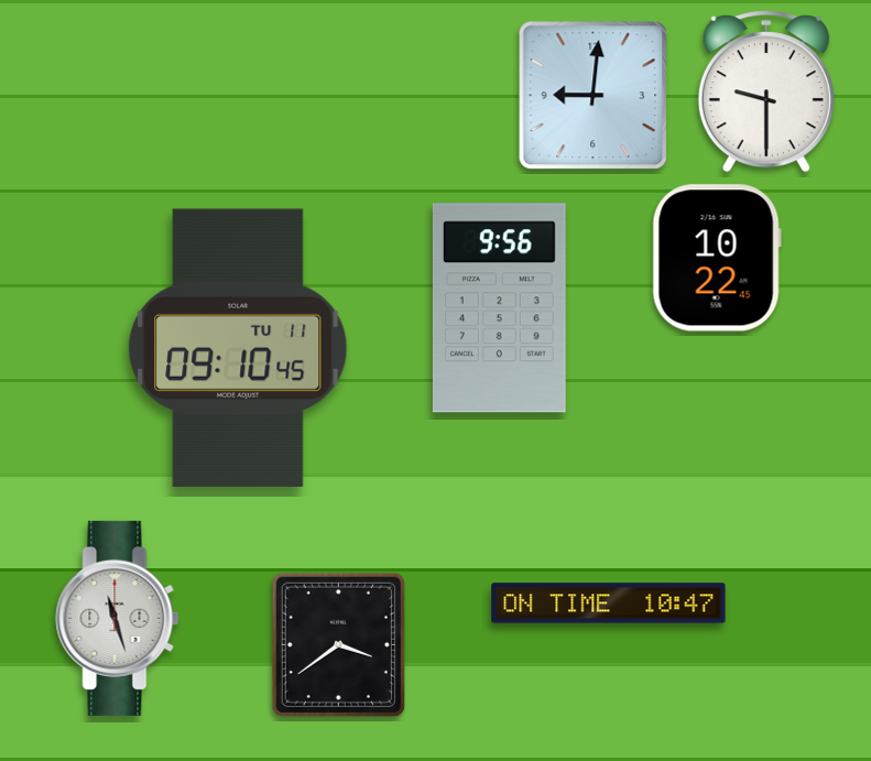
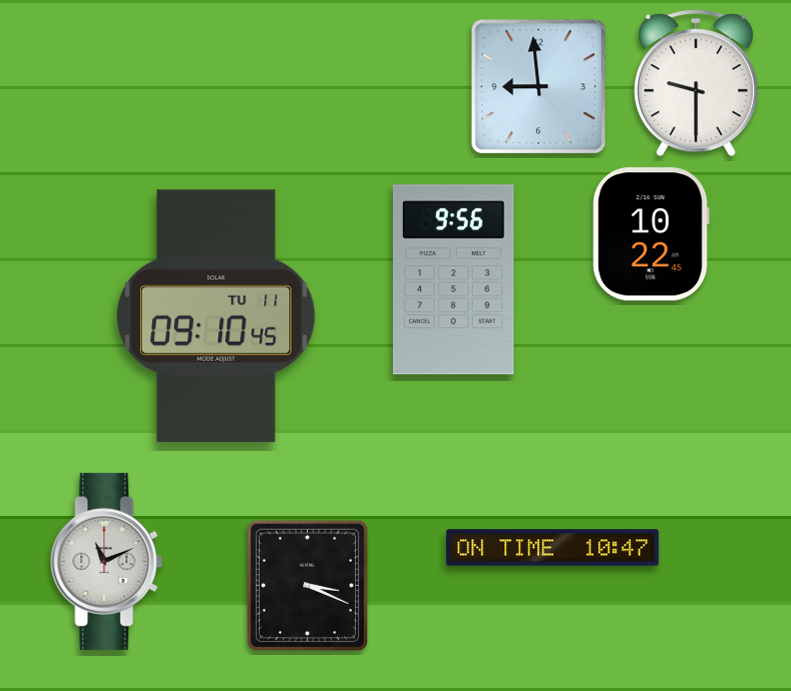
clock at (594, 96): 9:01 -> 8:59
clock at (118, 618): 11:27 -> 11:11
clock at (338, 644): 3:39 -> 3:19
